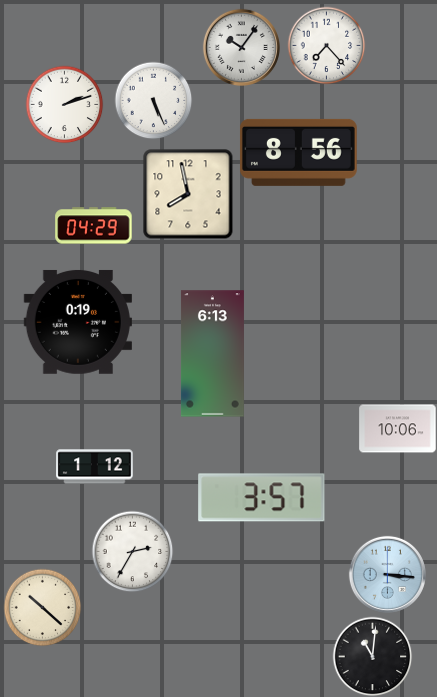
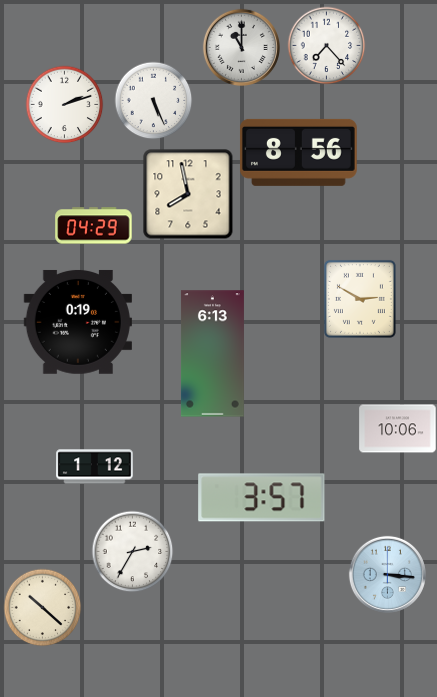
clock at (241, 47): 10:06 -> 11:00
clock at (360, 299): none -> 2:50
clock at (372, 656): 11:01 -> none
